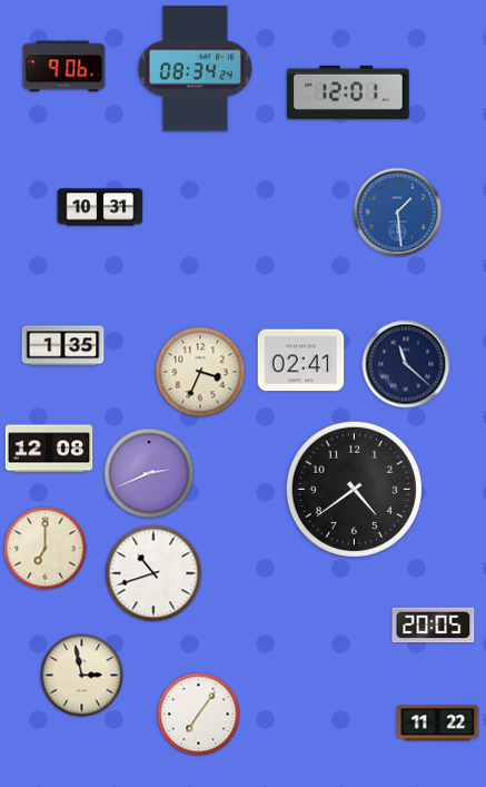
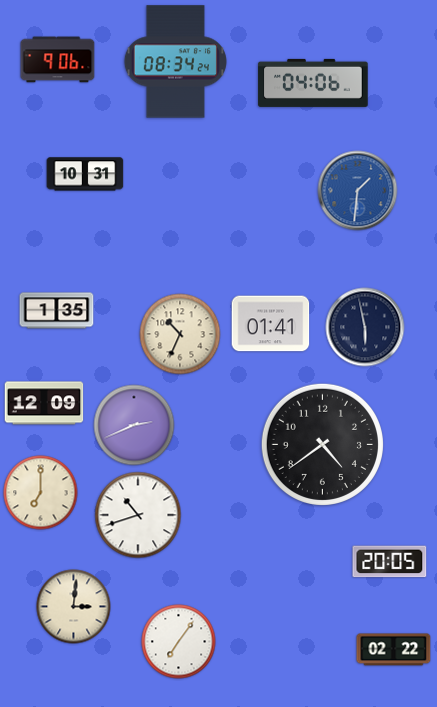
clock at (348, 92): 12:01 -> 04:06
clock at (100, 207) position: (100, 207) -> (85, 174)
clock at (398, 213): 1:29 -> 1:31
clock at (301, 361): 02:41 -> 01:41
clock at (406, 364): 11:22 -> 5:58
clock at (200, 372): 3:34 -> 10:34
clock at (49, 449): 12:08 -> 12:09
clock at (354, 489) position: (354, 489) -> (322, 444)
clock at (82, 676): 2:58 -> 3:01
clock at (438, 724): 11:22 -> 02:22
